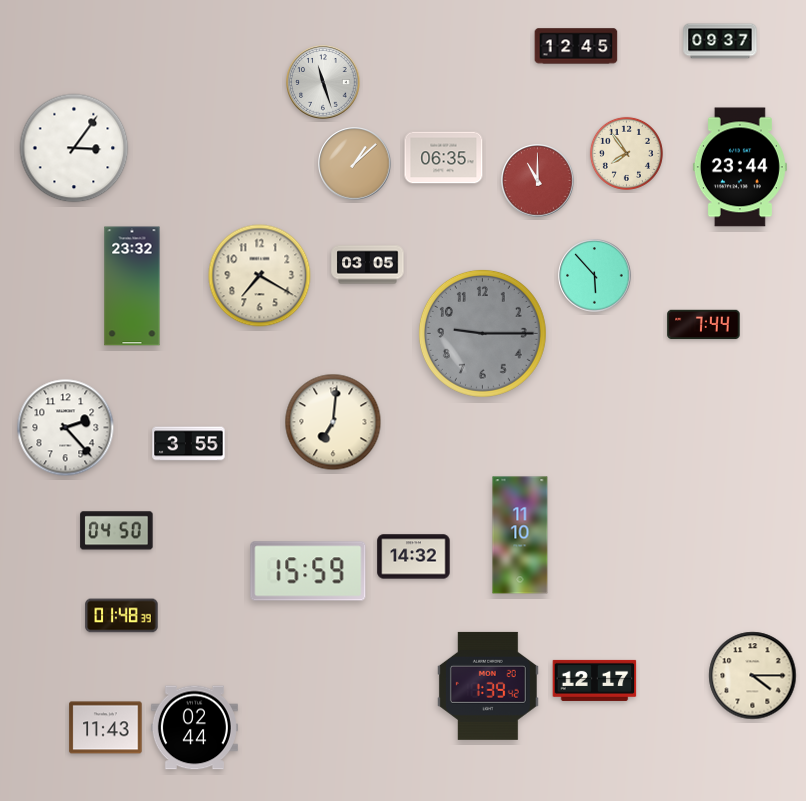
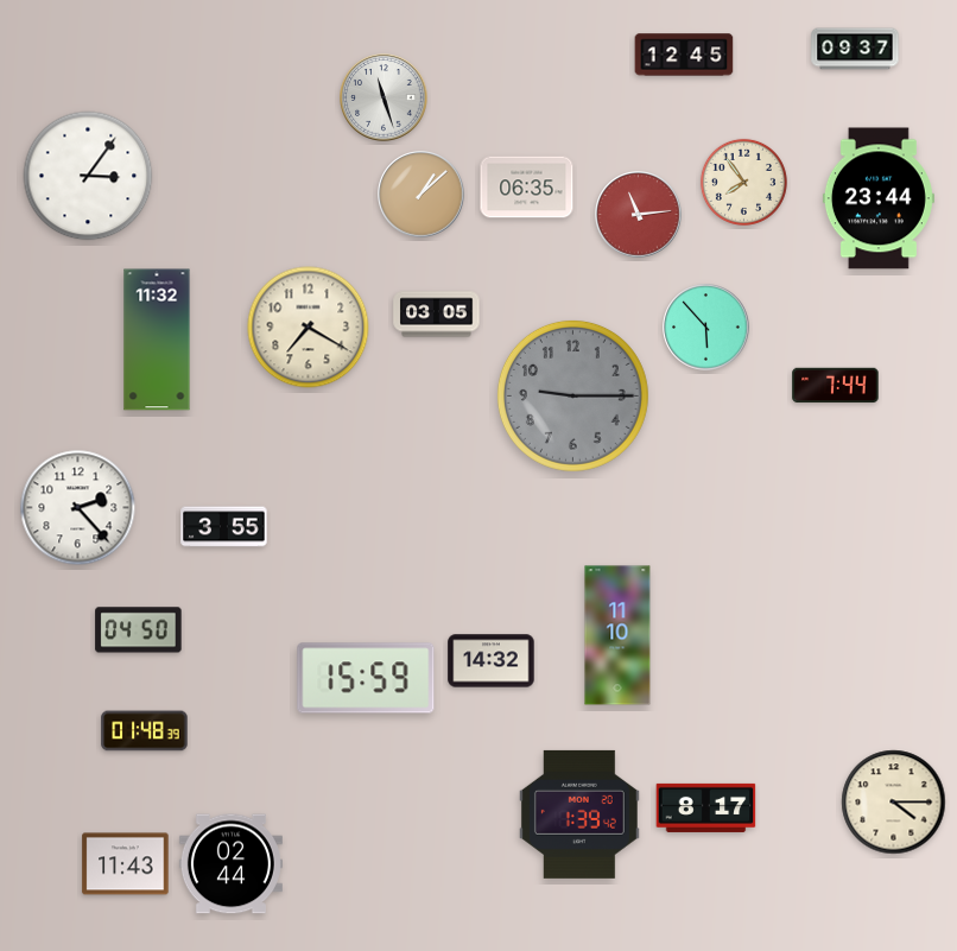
clock at (538, 181): 11:00 -> 11:14
clock at (132, 286): 23:32 -> 11:32
clock at (333, 422): 7:01 -> none
clock at (595, 680): 12:17 -> 8:17
